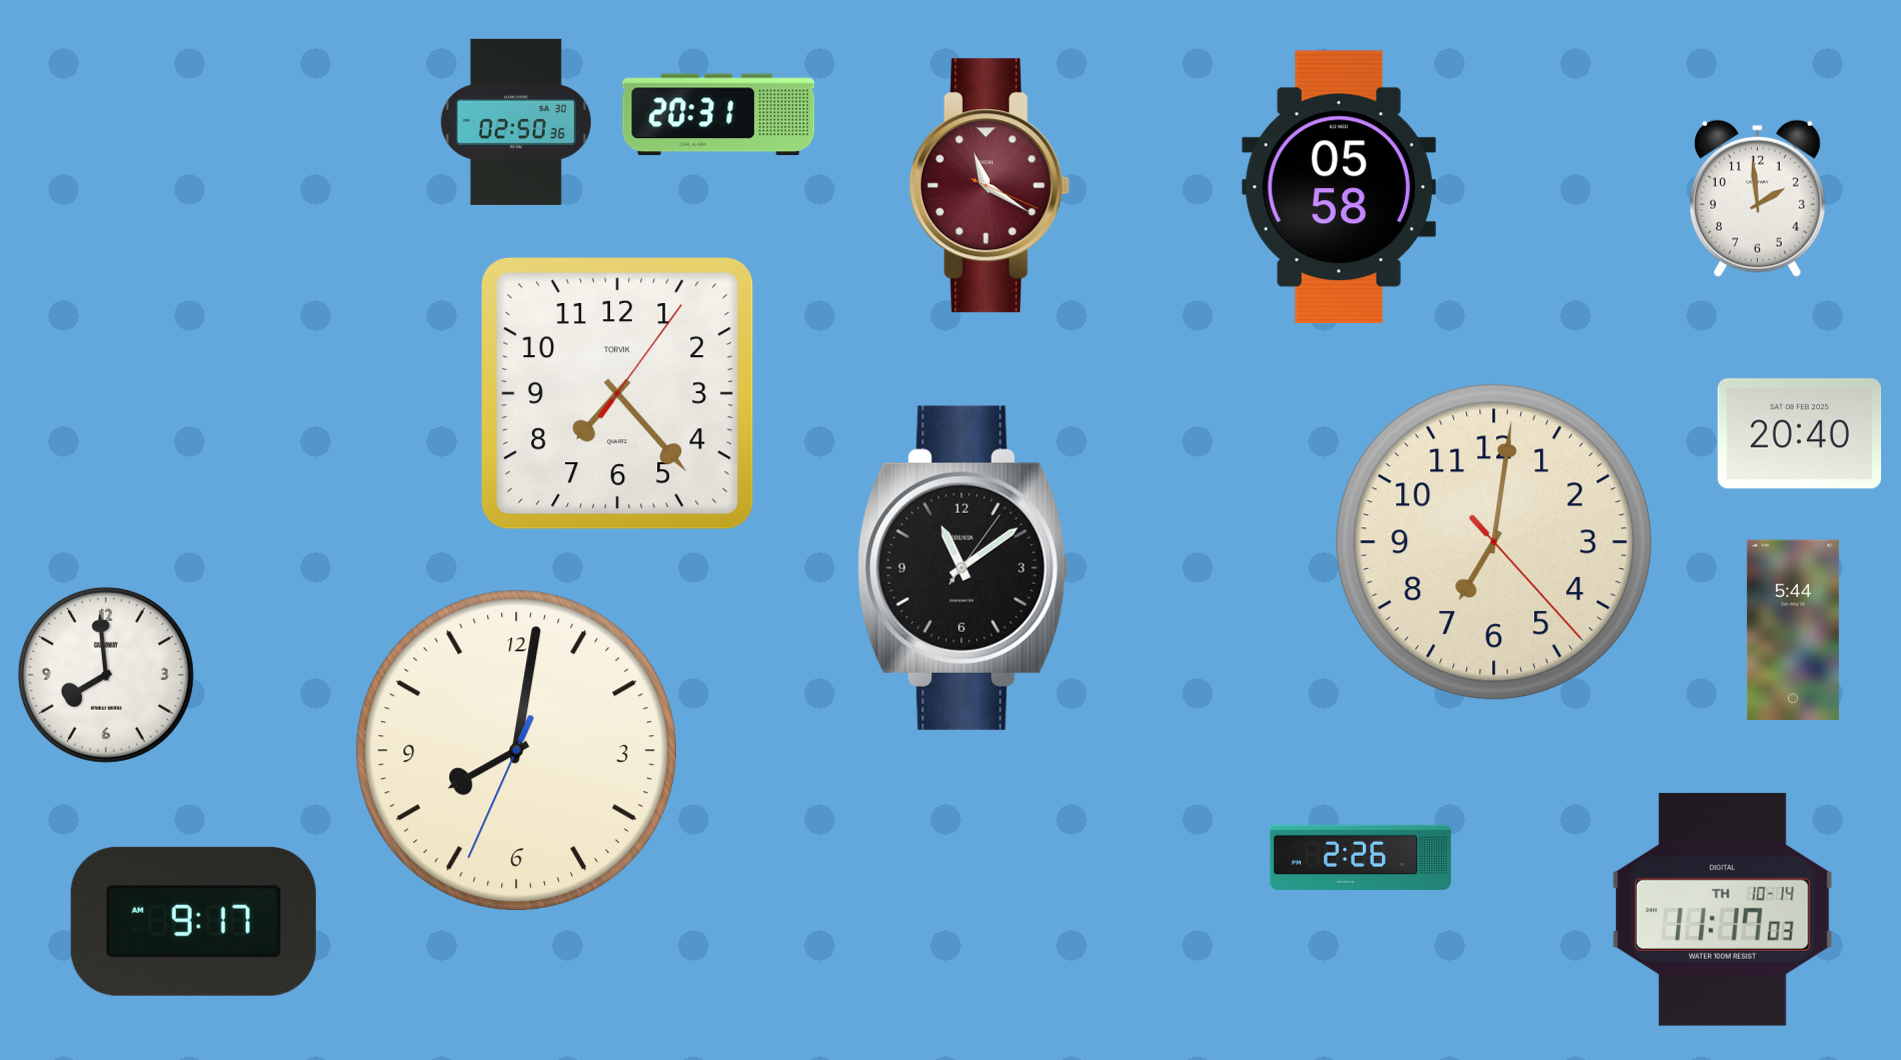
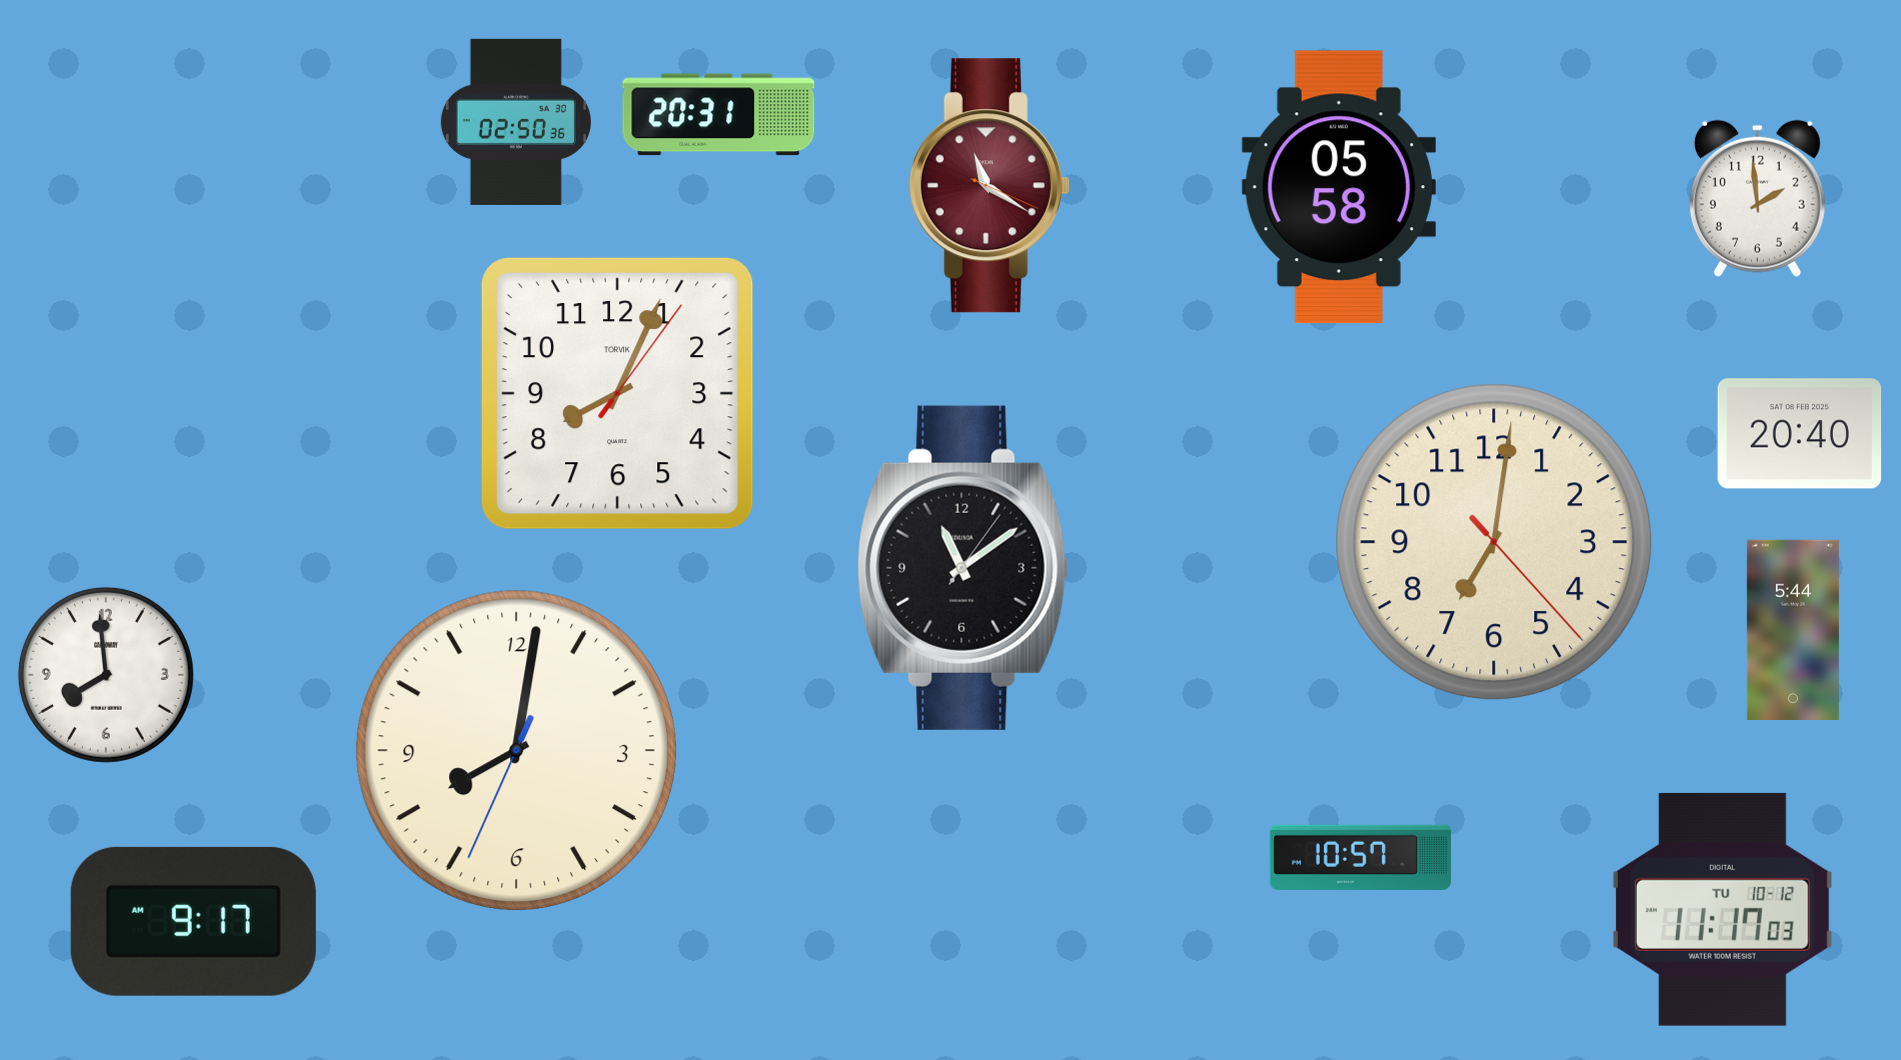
clock at (617, 393): 7:23 -> 8:04
clock at (1360, 857): 2:26 -> 10:57
clock at (1722, 909) date: TH 10-14 -> TU 10-12
